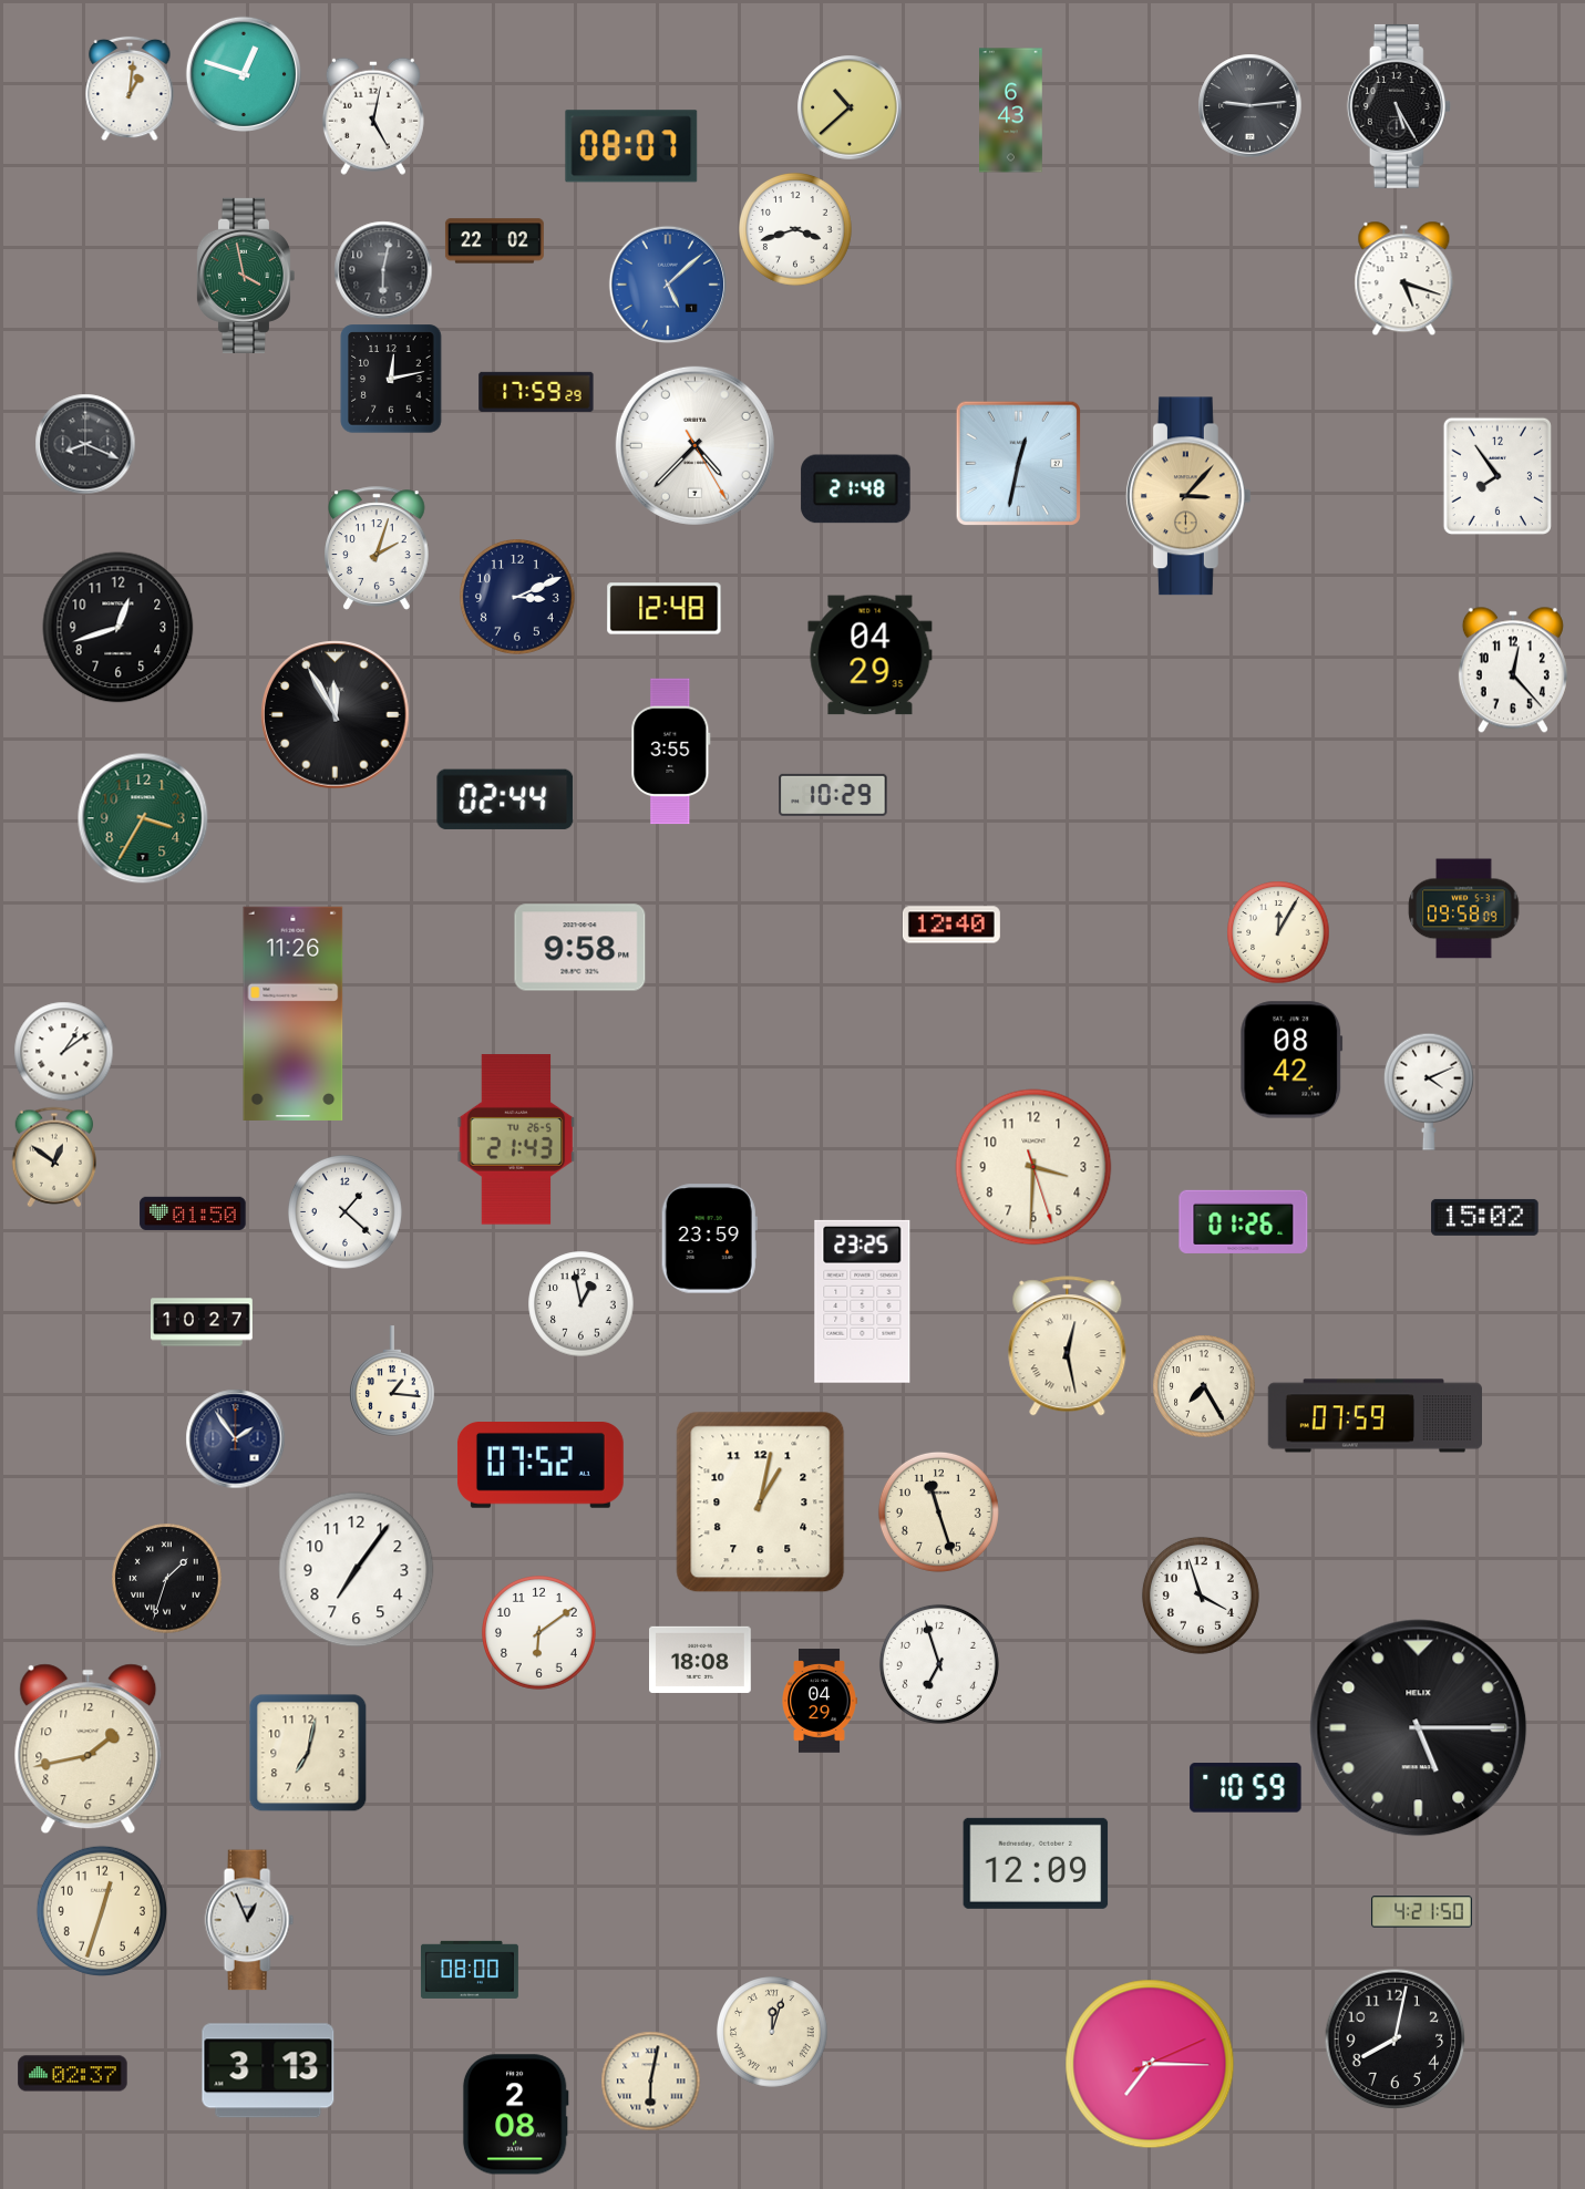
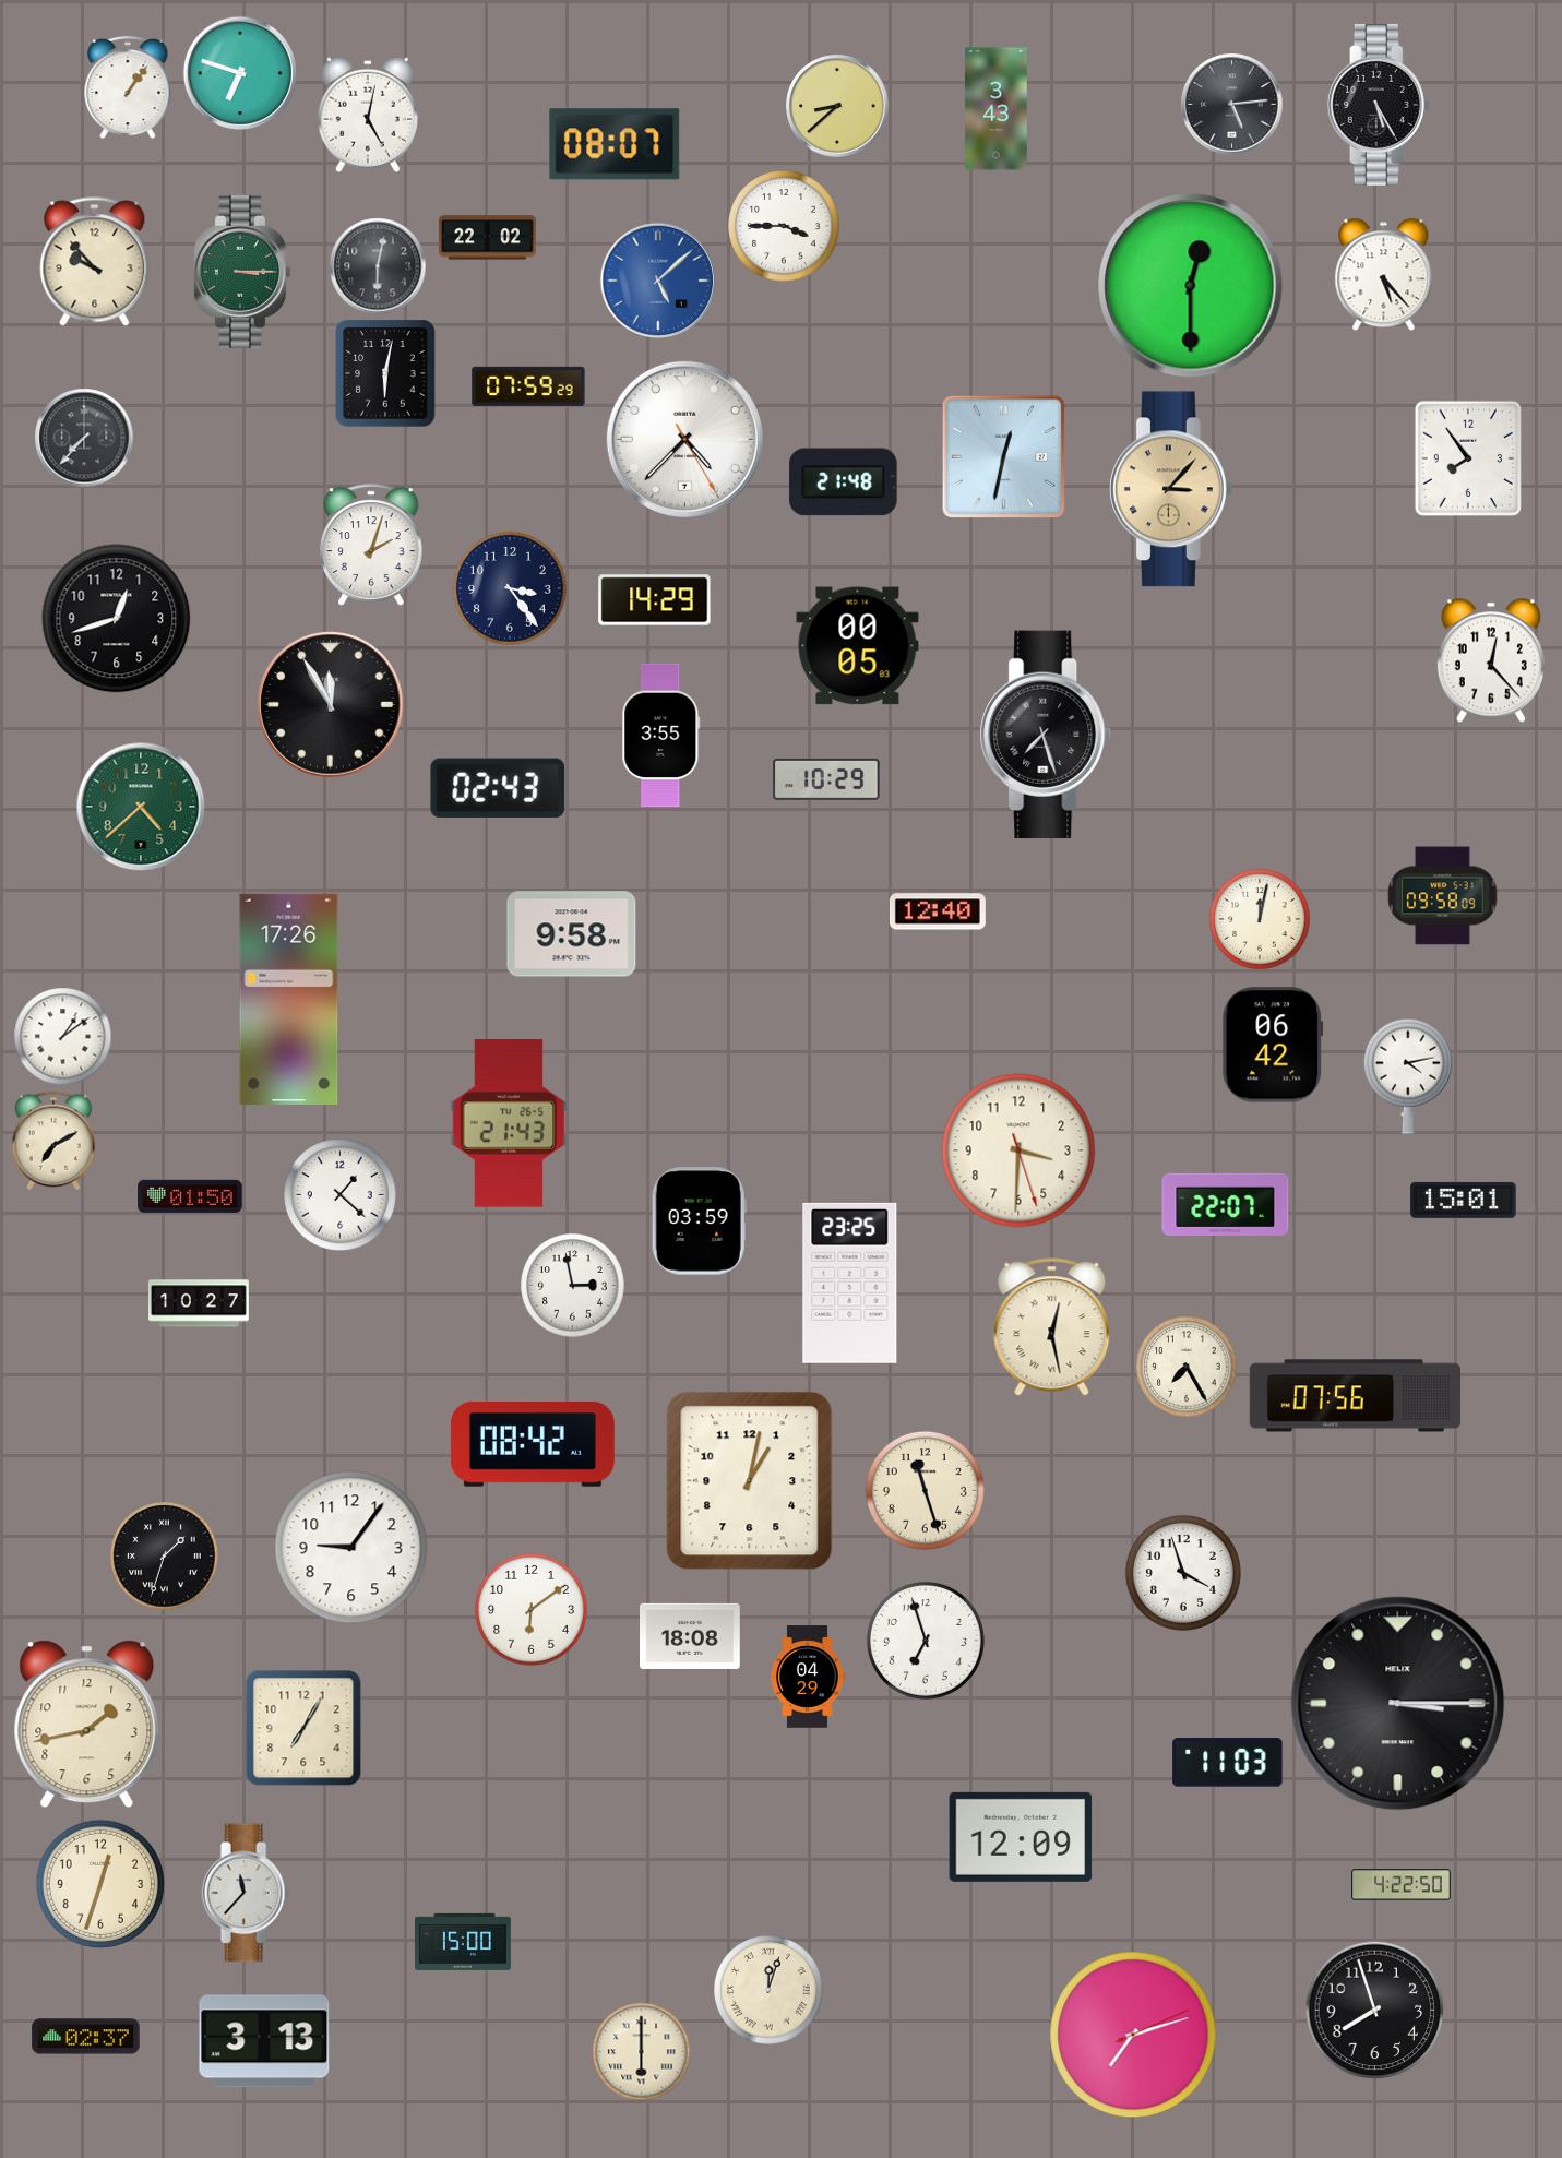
clock at (244, 74): 12:48 -> 6:48
clock at (130, 89): 1:01 -> 1:06
clock at (1249, 105): 9:14 -> 5:14
clock at (850, 107): 10:38 -> 8:38
clock at (1011, 111): 6:43 -> 3:43
clock at (631, 146) position: (631, 146) -> (615, 144)
clock at (796, 230): 3:42 -> 3:45
clock at (95, 262): none -> 9:53
clock at (245, 276): 3:58 -> 3:15
clock at (1404, 278): 5:18 -> 5:23
clock at (1191, 286): none -> 12:30
clock at (391, 379): 12:13 -> 6:02
clock at (536, 392): 17:59 -> 07:59
clock at (85, 444): 8:19 -> 7:37
clock at (1497, 476) position: (1497, 476) -> (1468, 458)
clock at (377, 548) position: (377, 548) -> (371, 545)
clock at (517, 597): 3:11 -> 3:24
clock at (665, 609): 12:48 -> 14:29
clock at (871, 655): 04:29 -> 00:05
clock at (1046, 734): none -> 7:27
clock at (671, 752) position: (671, 752) -> (661, 736)
clock at (833, 795) position: (833, 795) -> (826, 779)
clock at (505, 799): 02:44 -> 02:43
clock at (143, 818): 3:35 -> 4:38
clock at (1278, 932): 12:05 -> 12:02
clock at (294, 1013): 11:26 -> 17:26
clock at (1291, 1060): 08:42 -> 06:42
clock at (1429, 1092): 4:11 -> 4:13
clock at (54, 1157): 12:51 -> 7:10
clock at (1485, 1217): 15:02 -> 15:01
clock at (1244, 1221): 01:26 -> 22:07
clock at (709, 1239): 23:59 -> 03:59
clock at (580, 1303): 12:58 -> 2:58
clock at (393, 1381): 1:16 -> none
clock at (1375, 1416): 07:59 -> 07:56
clock at (235, 1438): 1:54 -> none
clock at (541, 1466): 07:52 -> 08:42
clock at (357, 1570): 7:06 -> 9:06
clock at (1419, 1728): 5:15 -> 3:15
clock at (308, 1753): 7:02 -> 7:05
clock at (1246, 1788): 10:59 -> 11:03
clock at (1422, 1912): 4:21 -> 4:22
clock at (249, 1920): 12:56 -> 11:37
clock at (470, 1970): 08:00 -> 15:00
clock at (772, 2032) position: (772, 2032) -> (768, 1990)
clock at (1394, 2038): 8:02 -> 7:57
clock at (1150, 2064): 7:15 -> 7:12
clock at (73, 2074) position: (73, 2074) -> (86, 2037)
clock at (650, 2080): 6:02 -> 6:00
clock at (515, 2115): 2:08 -> none
